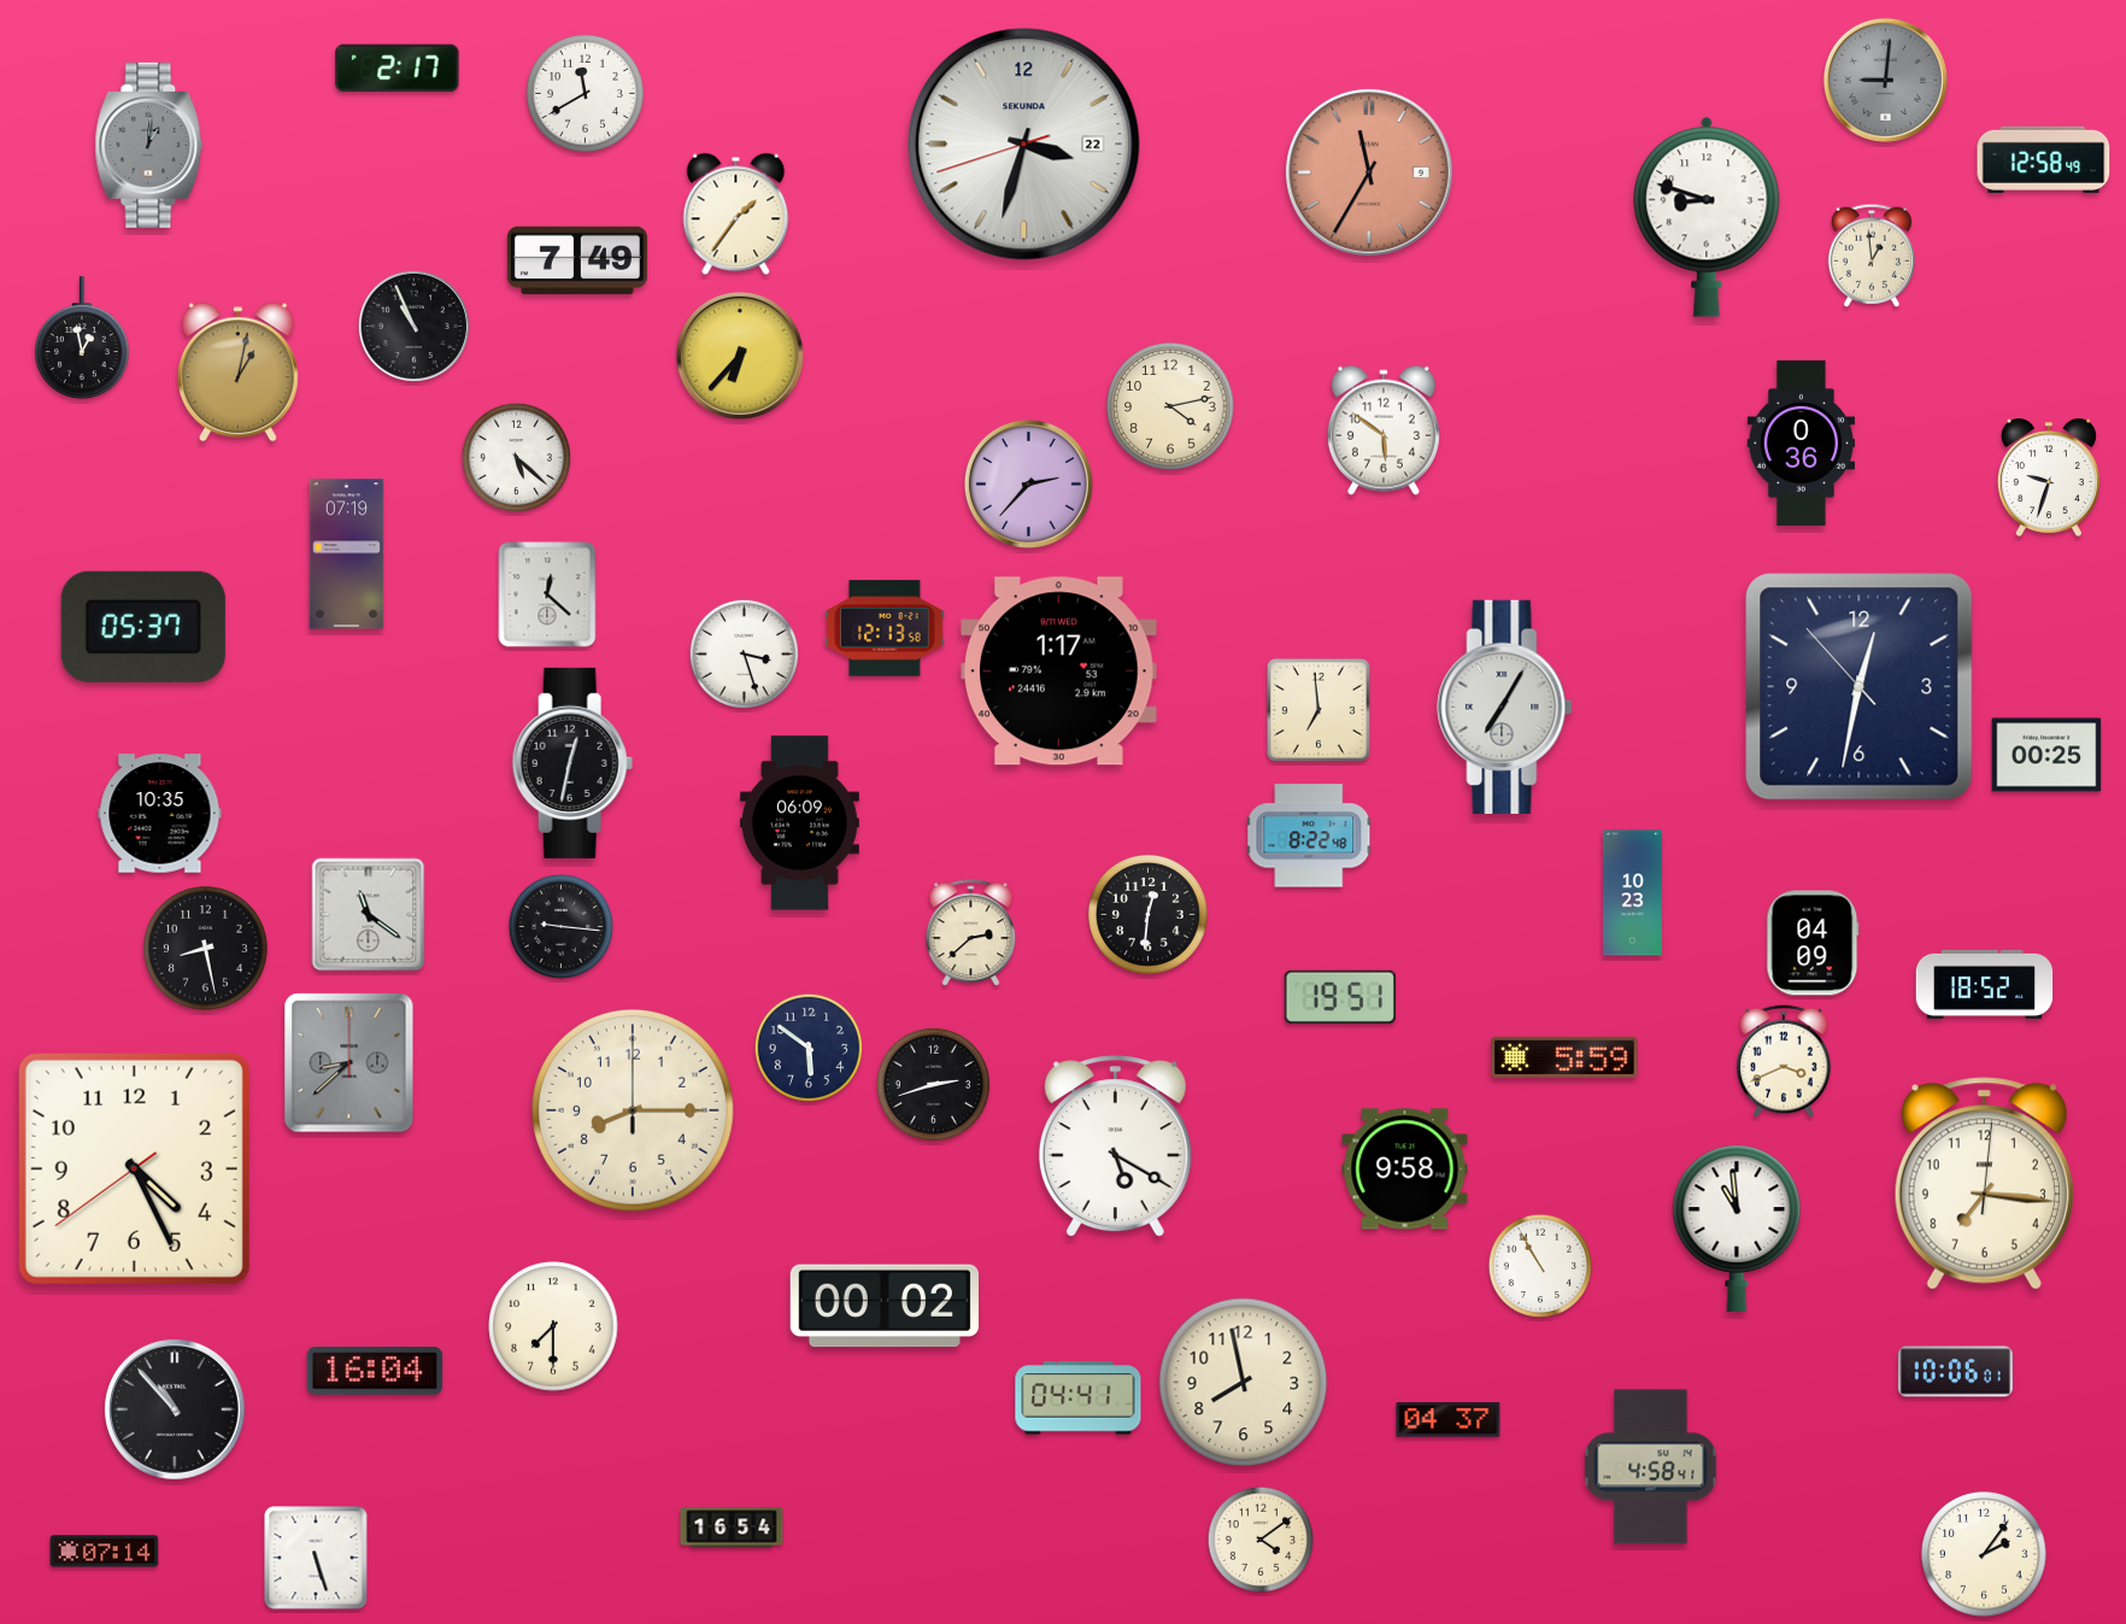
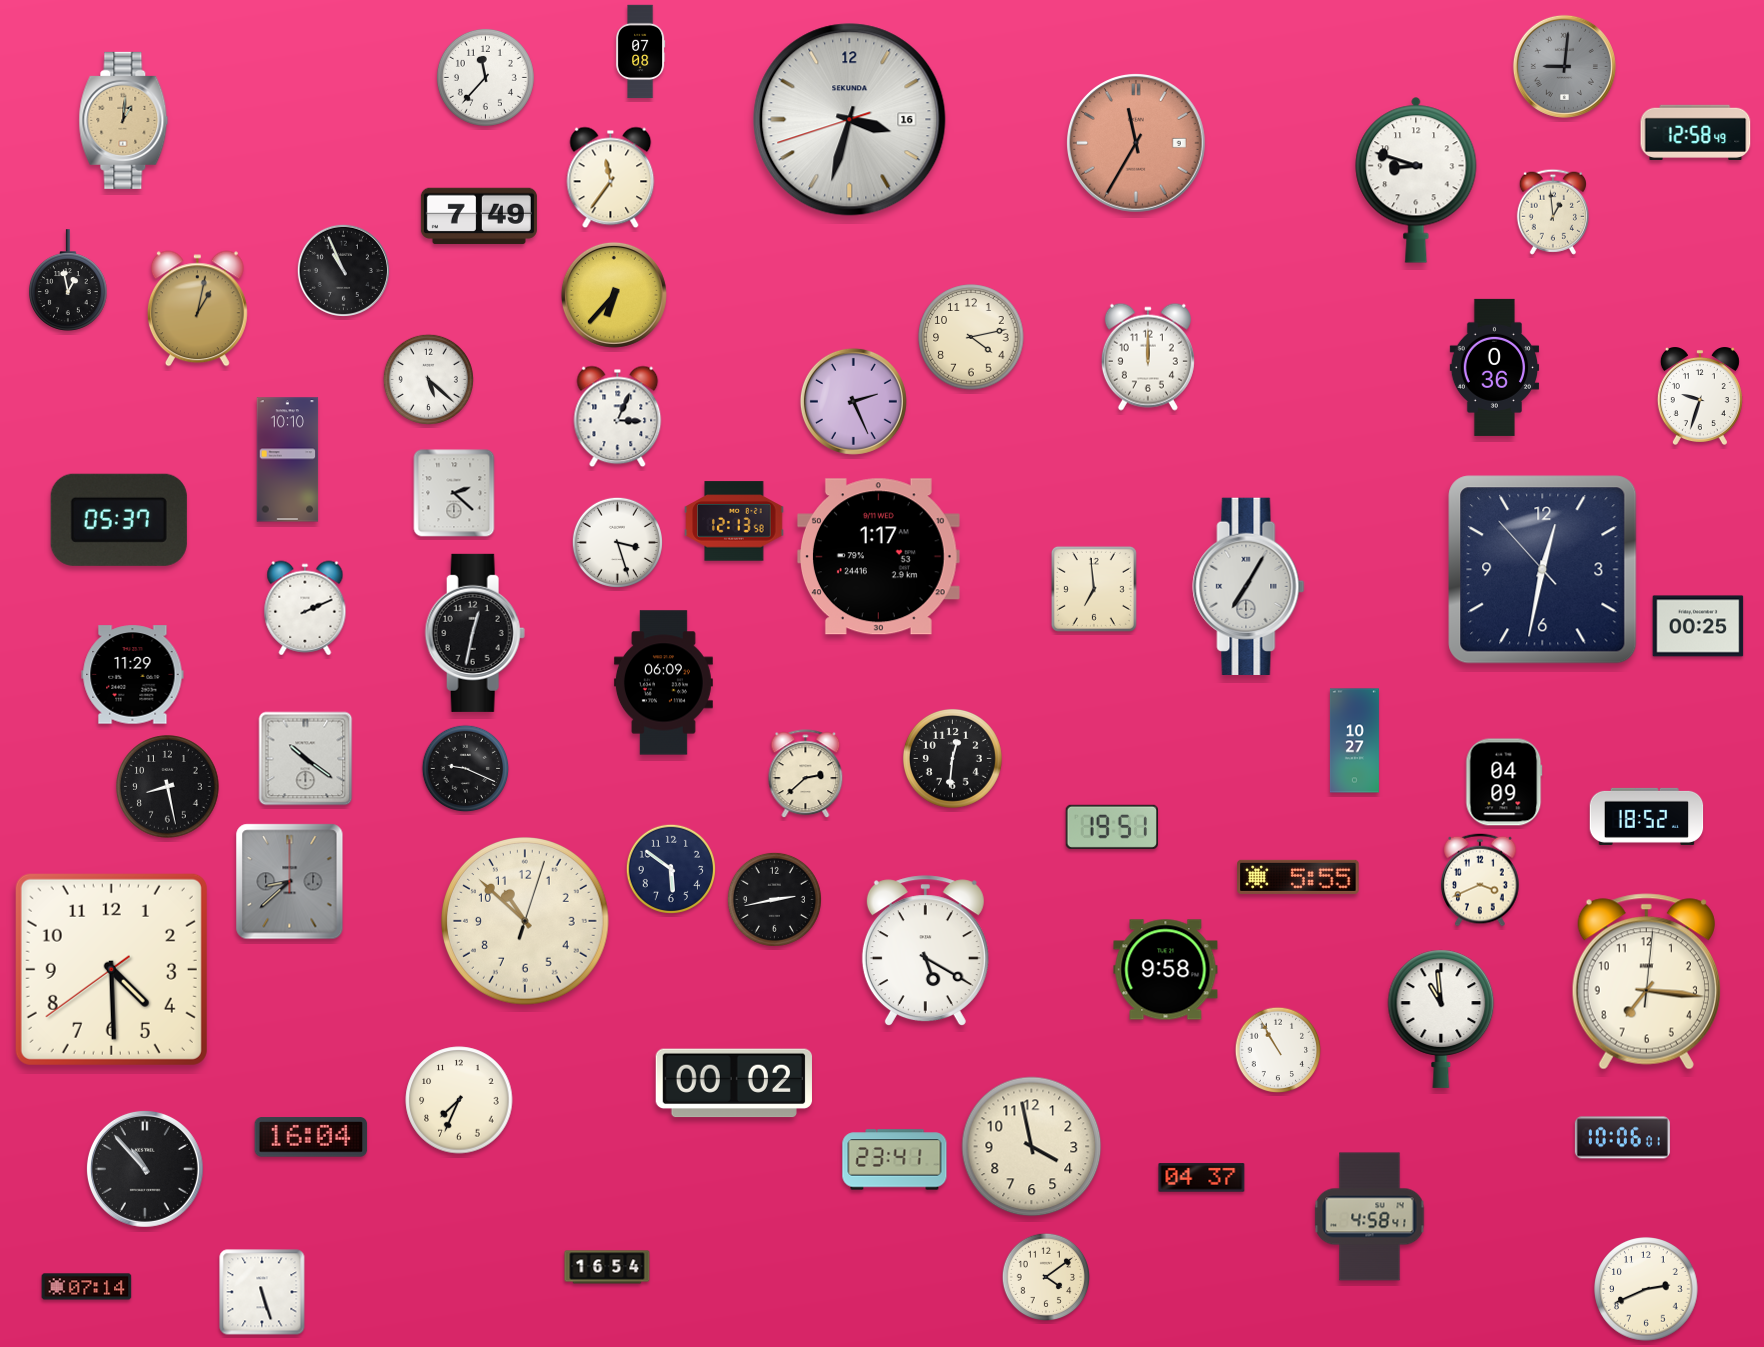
clock at (640, 52): none -> 07:08
clock at (398, 69): 2:17 -> none
clock at (585, 93): 11:40 -> 11:37
clock at (149, 145) dial: grey -> champagne
clock at (1024, 145) date: 22 -> 16
clock at (736, 215): 1:36 -> 11:36
clock at (1384, 430): 5:51 -> 12:00
clock at (1028, 483): 2:37 -> 2:26
clock at (618, 417): none -> 3:04
clock at (347, 555): 07:19 -> 10:10
clock at (547, 594): 12:22 -> 2:22
clock at (305, 608): none -> 2:11
clock at (160, 814): 10:35 -> 11:29
clock at (1309, 836): 8:22 -> none
clock at (1632, 893): 10:23 -> 10:27
clock at (369, 915): 11:21 -> 10:21
clock at (562, 927): 9:16 -> 9:19
clock at (206, 949) position: (206, 949) -> (168, 787)
clock at (1564, 1057): 5:59 -> 5:55
clock at (933, 1084): 2:42 -> 2:43
clock at (634, 1112): 8:15 -> 10:52
clock at (134, 1168): 4:25 -> 4:29
clock at (553, 1326): 7:30 -> 7:34
clock at (1244, 1383): 7:58 -> 3:58
clock at (1079, 1399): 04:41 -> 23:41
clock at (1984, 1554): 2:06 -> 2:41
